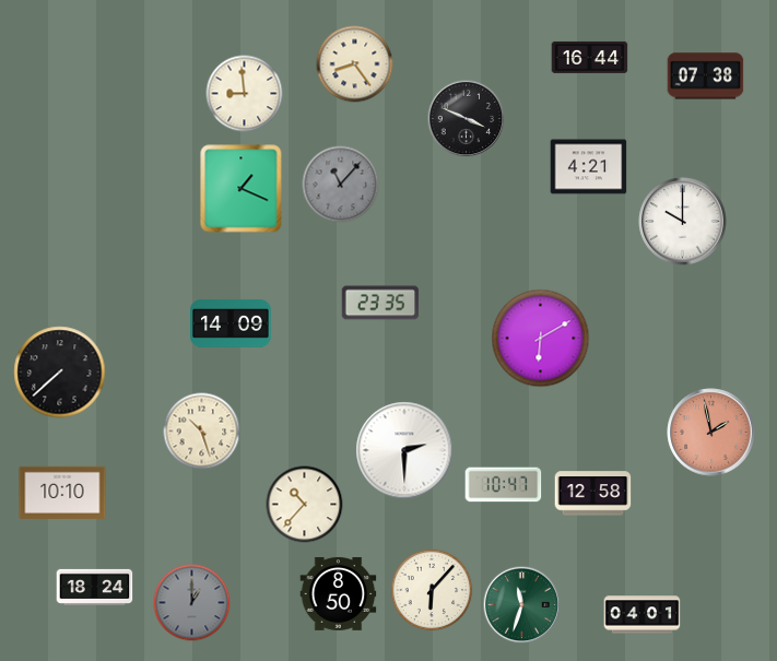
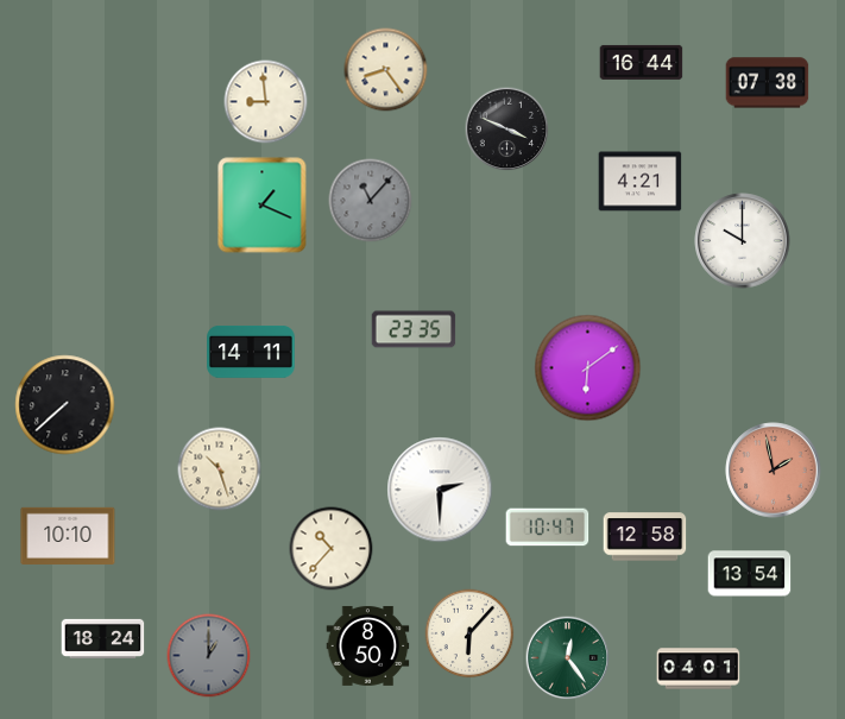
clock at (231, 324): 14:09 -> 14:11
clock at (541, 339): 6:10 -> 6:09
clock at (750, 574): none -> 13:54
clock at (432, 590) position: (432, 590) -> (469, 633)
clock at (522, 605): 11:33 -> 12:24
